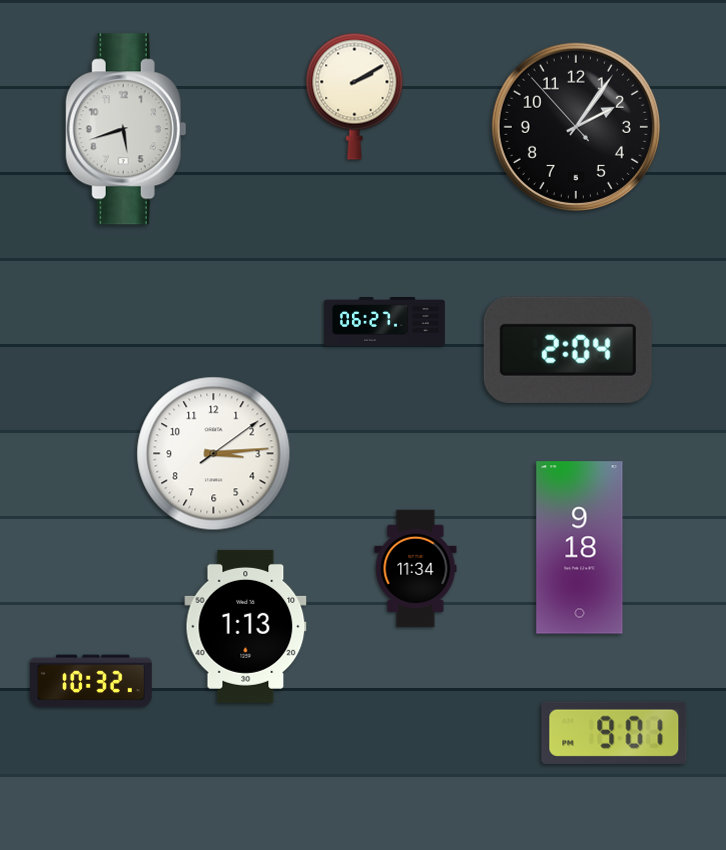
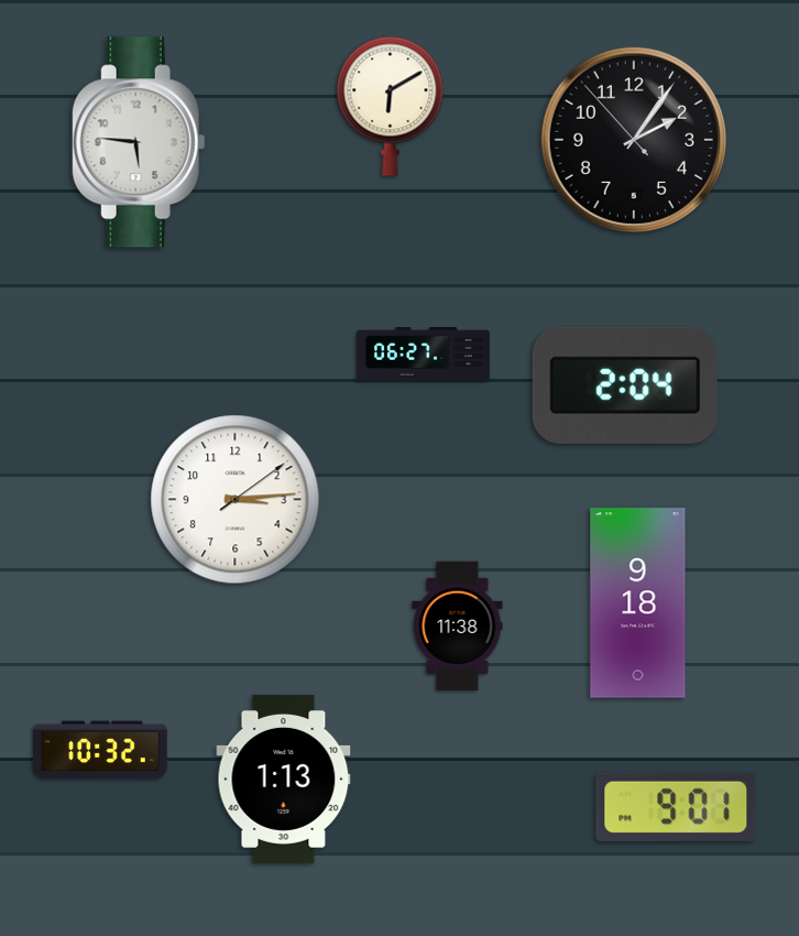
clock at (355, 96): 2:10 -> 6:10
clock at (126, 129): 5:42 -> 5:46
clock at (416, 569): 11:34 -> 11:38
clock at (246, 626) position: (246, 626) -> (284, 779)
